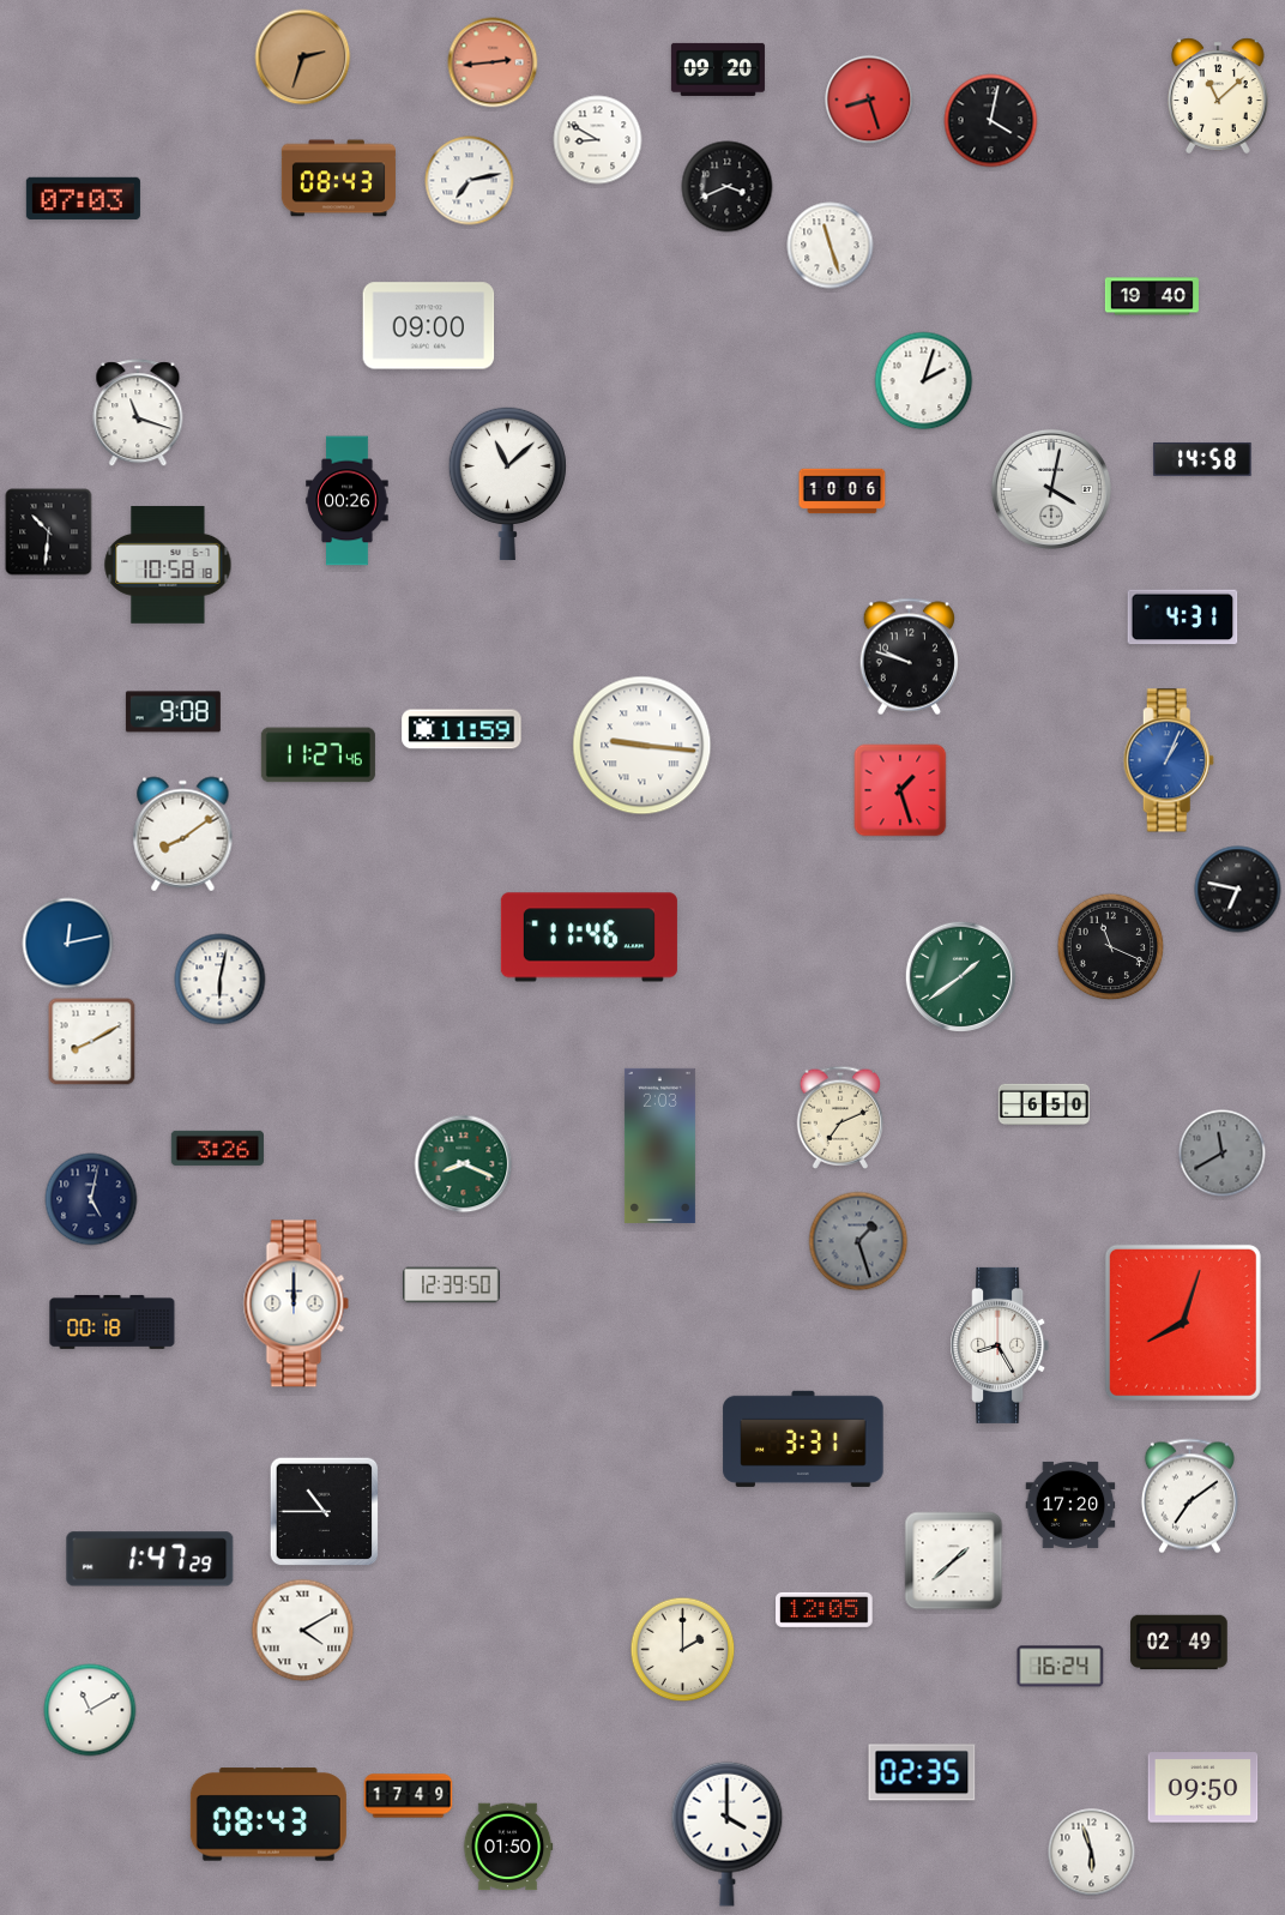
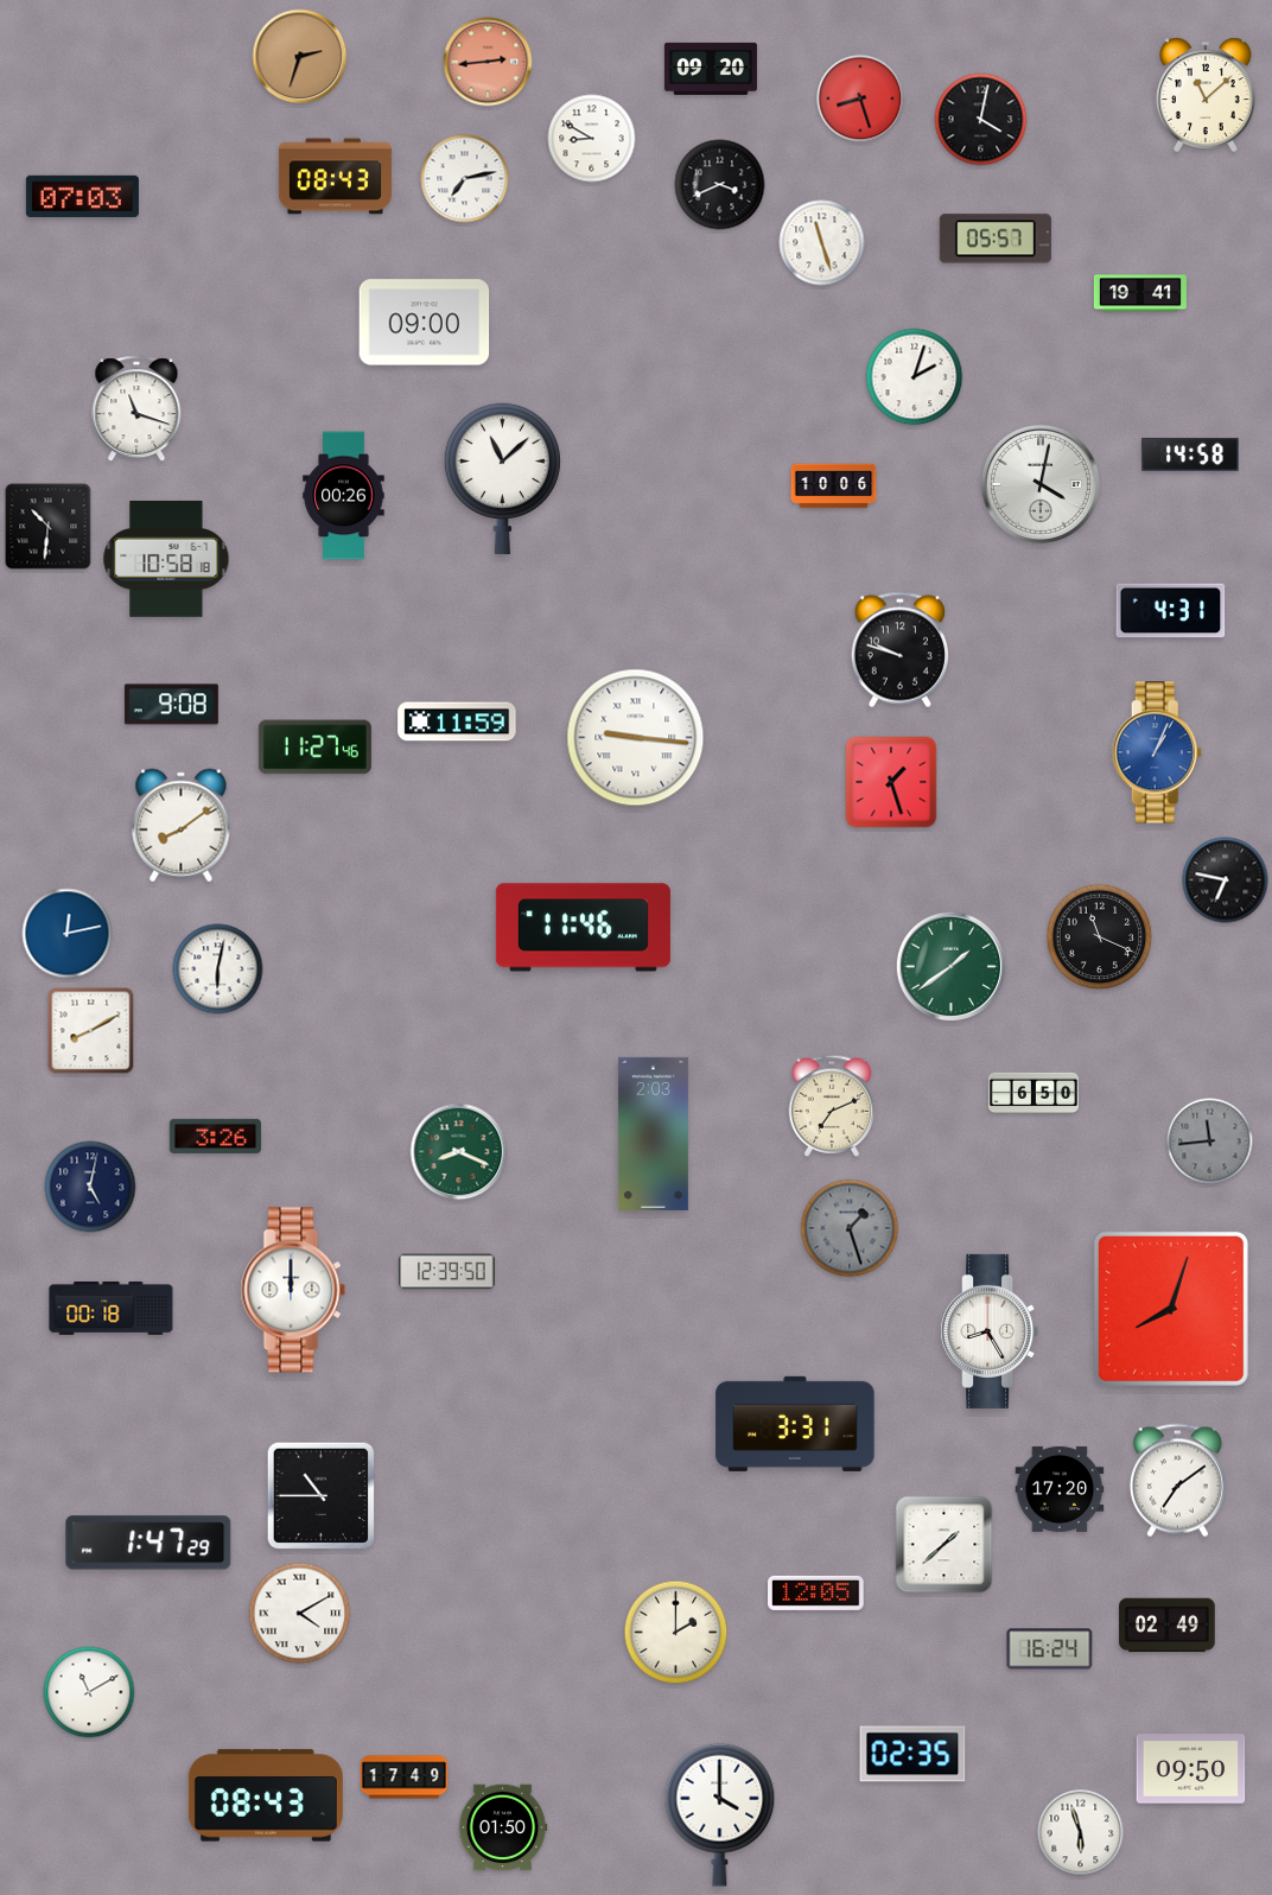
clock at (996, 239): none -> 05:57
clock at (1152, 296): 19:40 -> 19:41
clock at (1223, 1154): 11:40 -> 11:44
